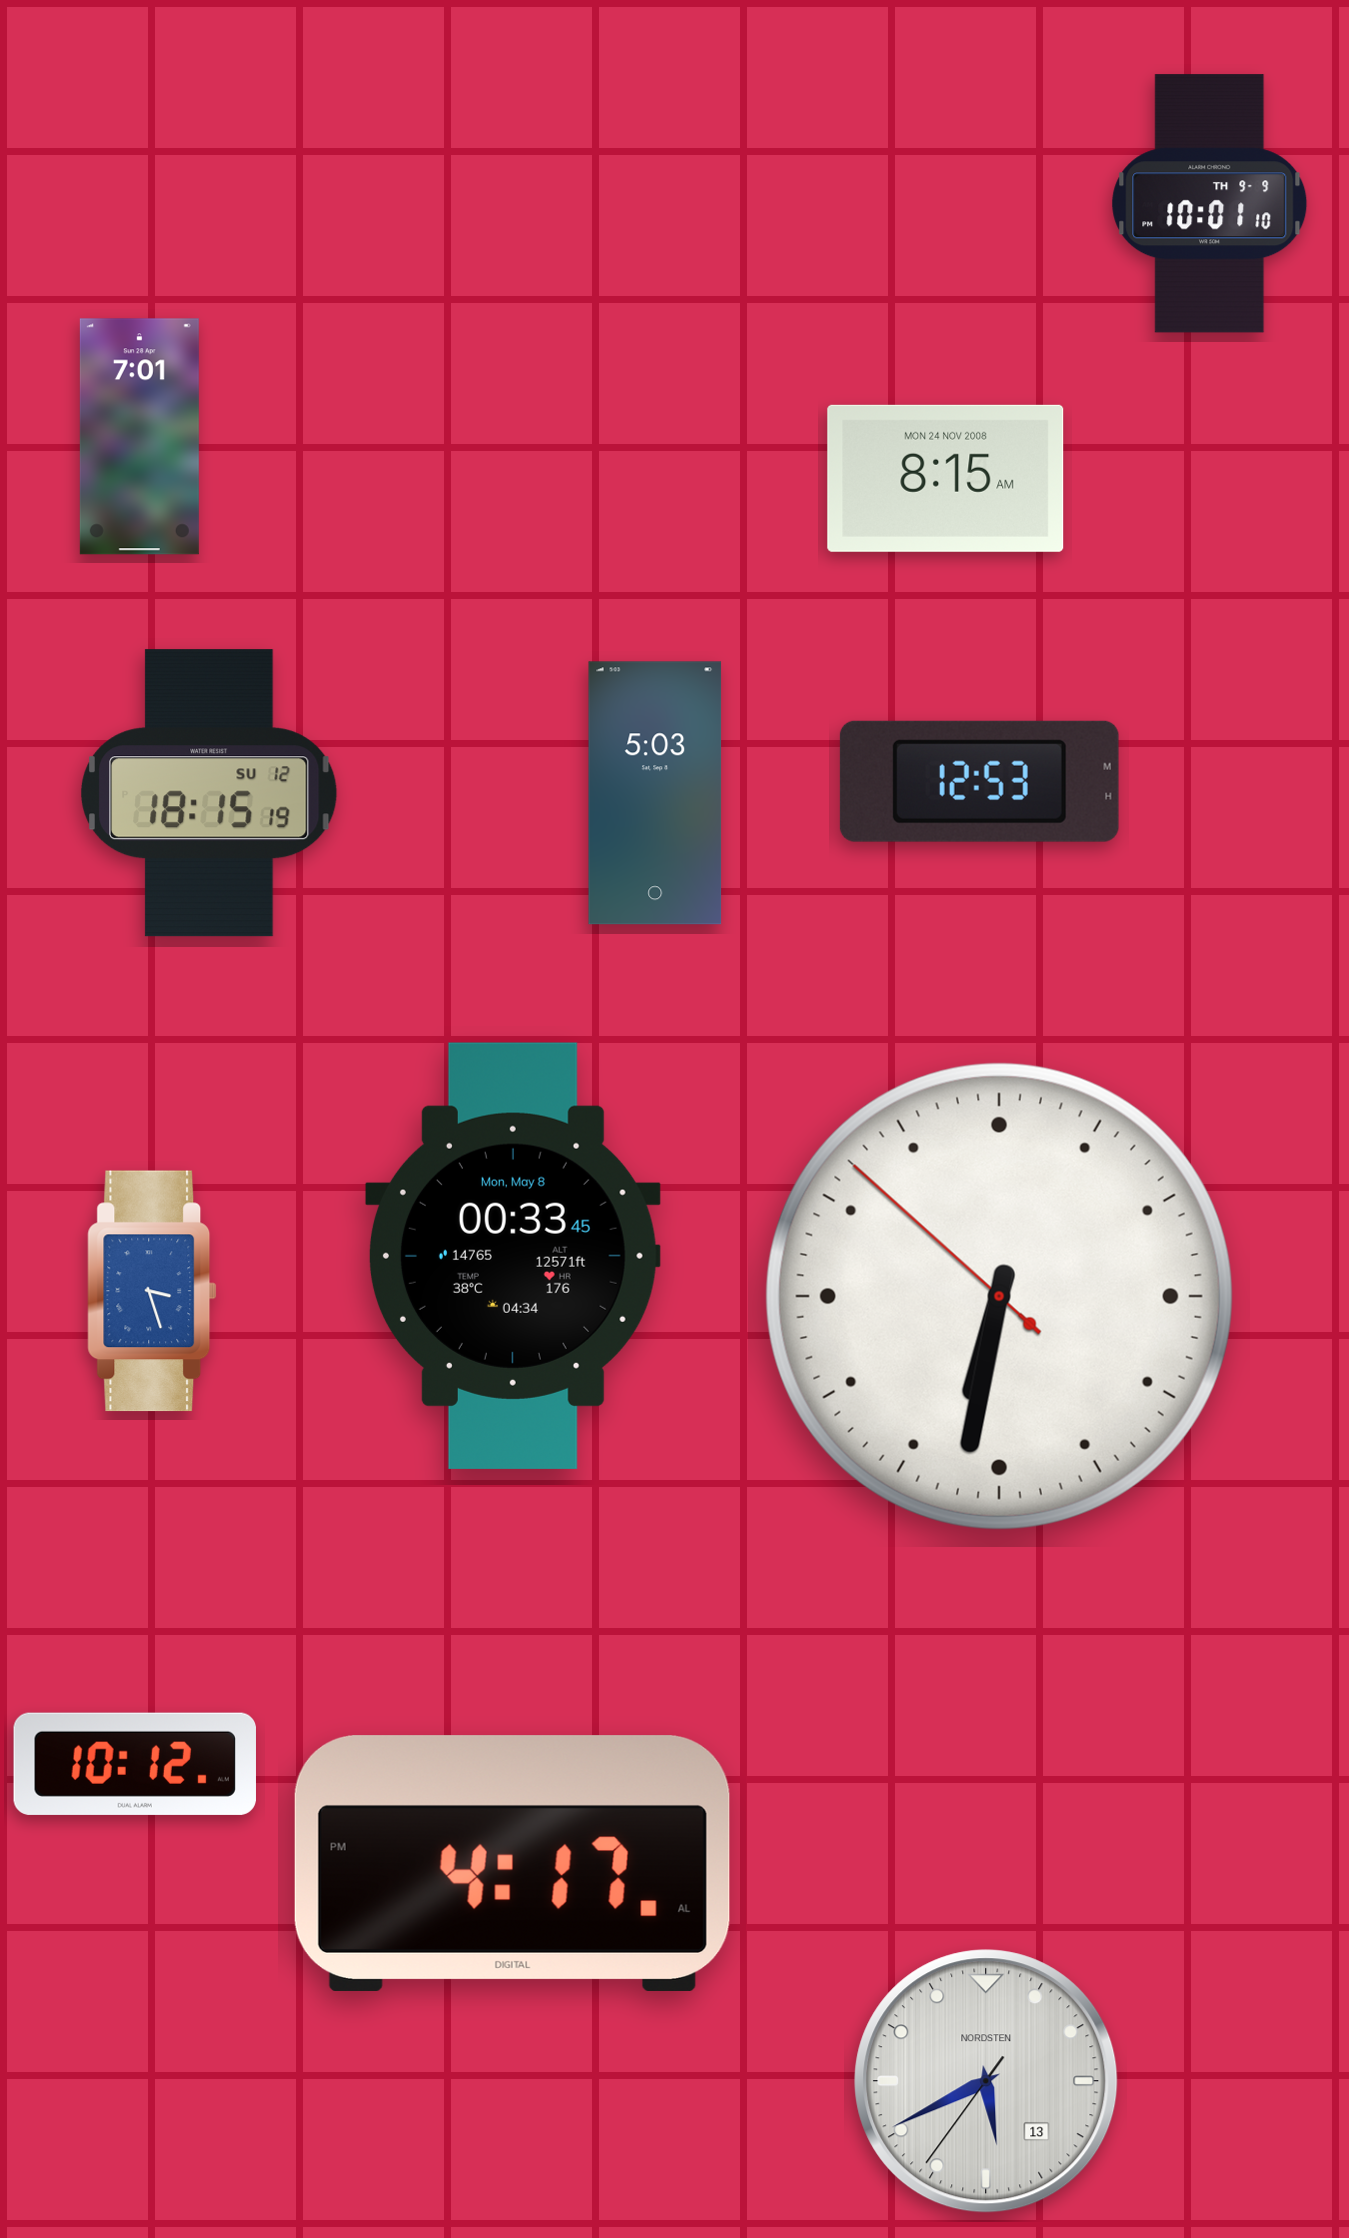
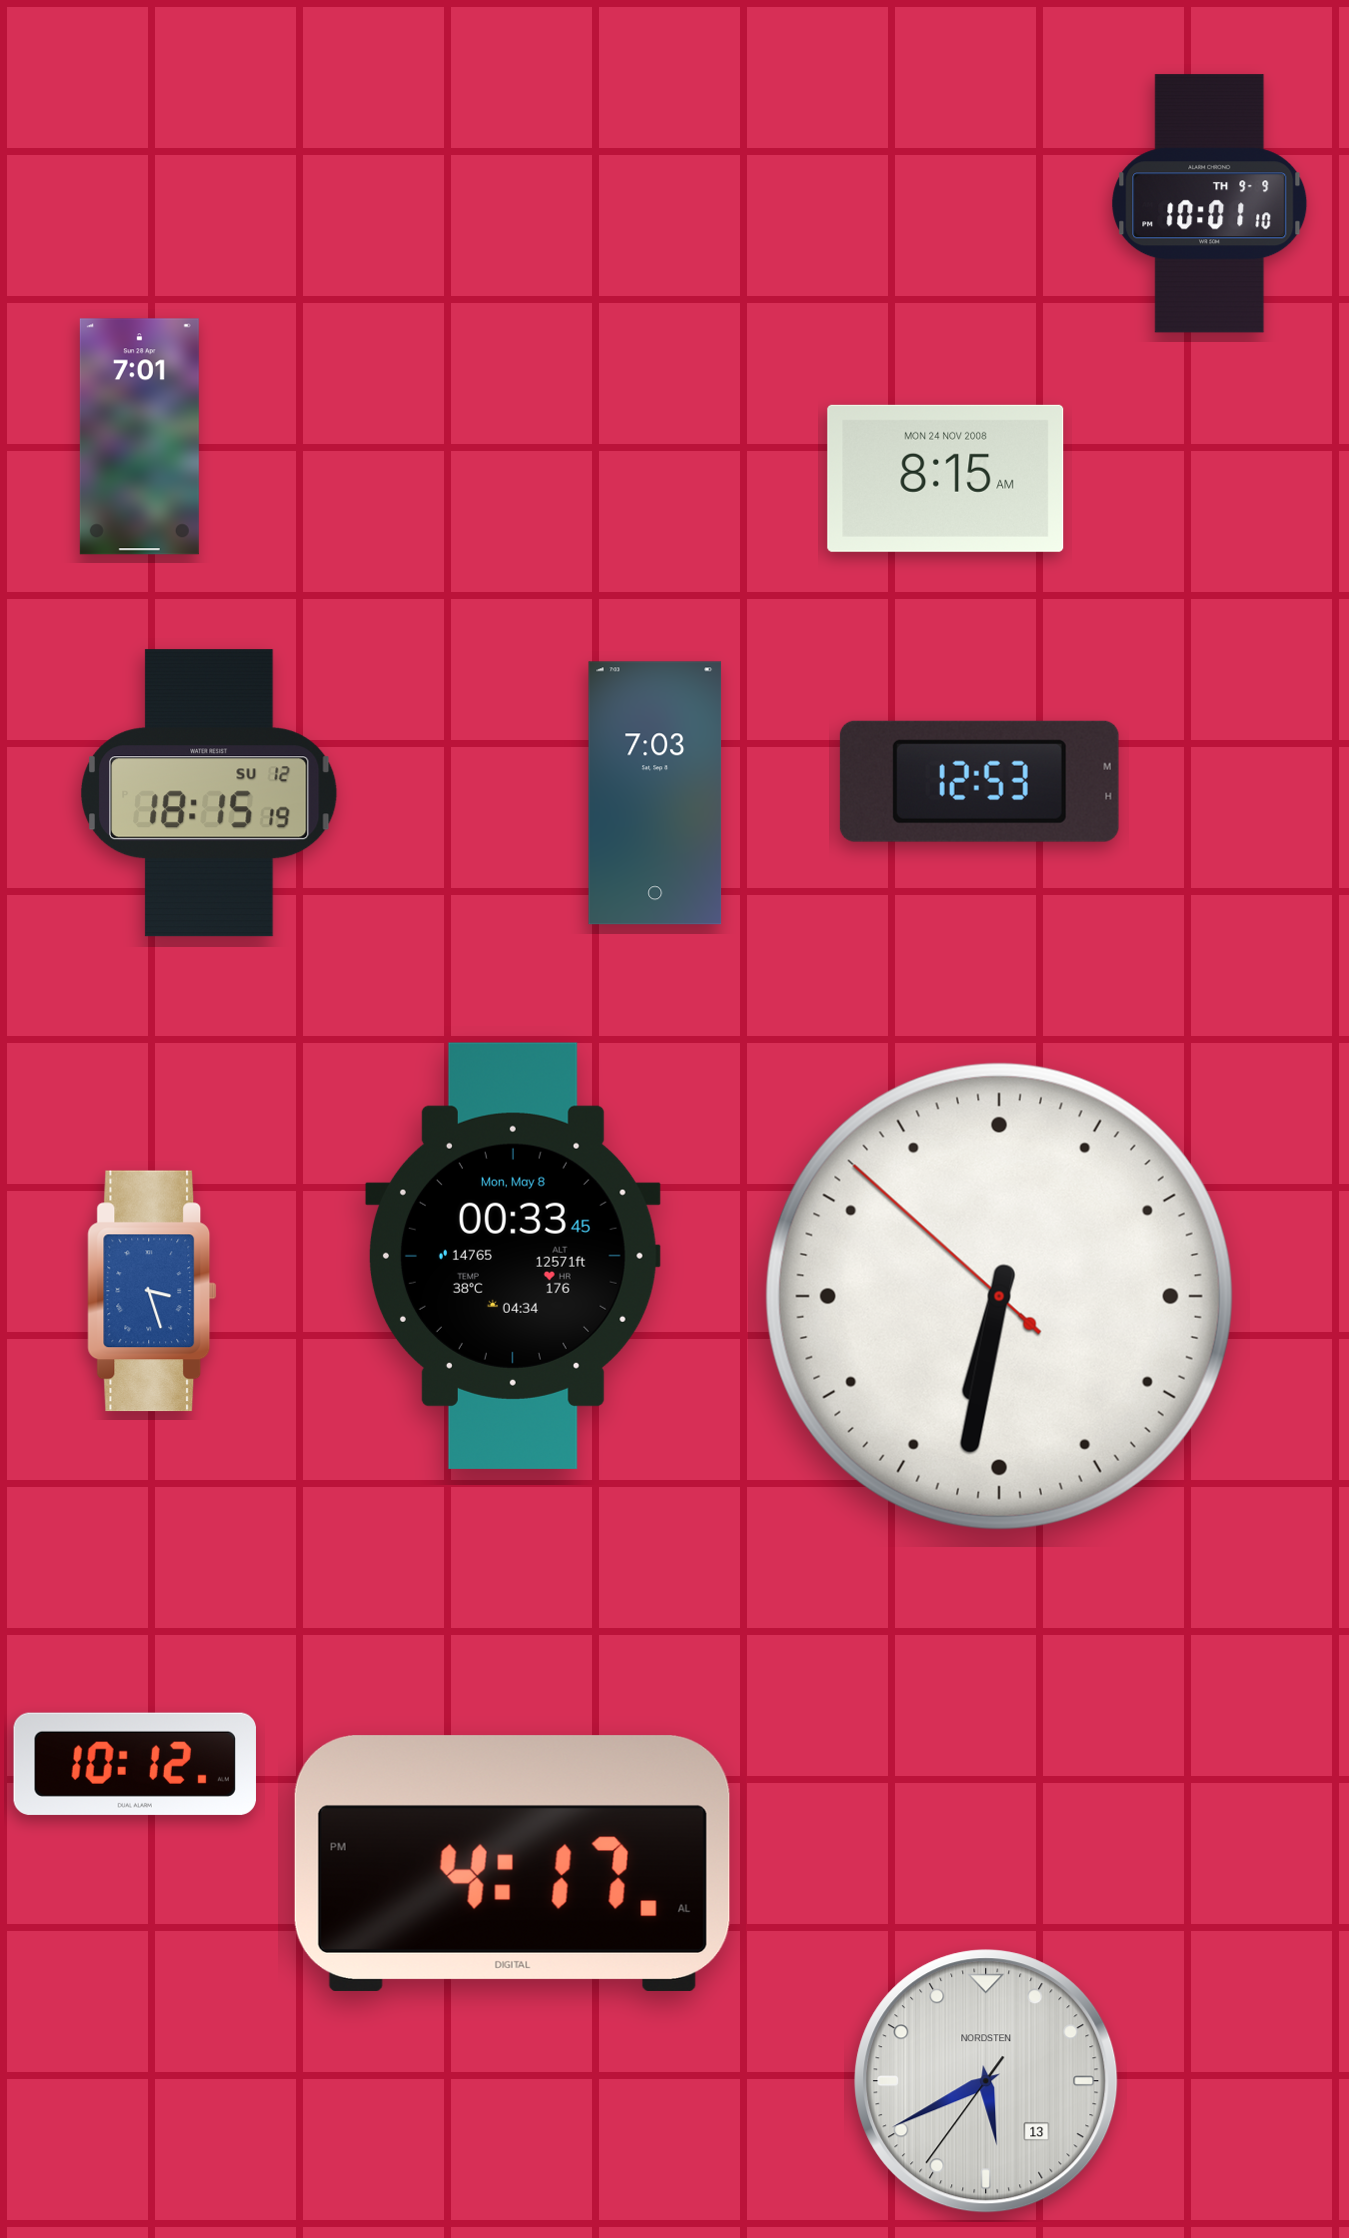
clock at (655, 793): 5:03 -> 7:03
